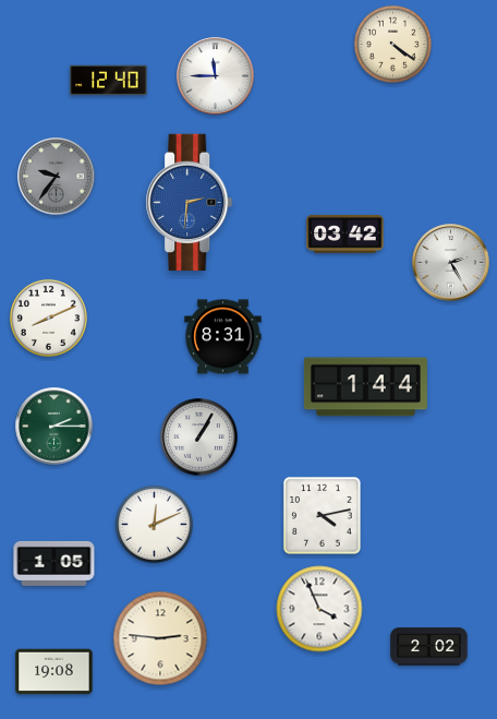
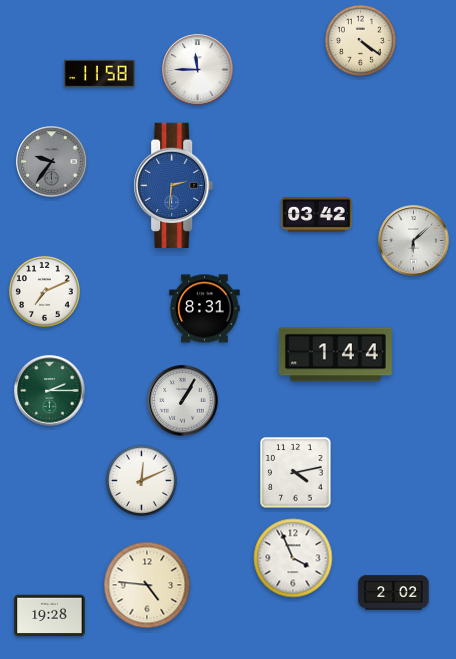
clock at (109, 81): 12:40 -> 11:58
clock at (451, 263): 2:25 -> 6:08
clock at (48, 317): 8:11 -> 7:11
clock at (54, 563): 1:05 -> none
clock at (160, 638): 2:46 -> 4:46
clock at (54, 672): 19:08 -> 19:28
